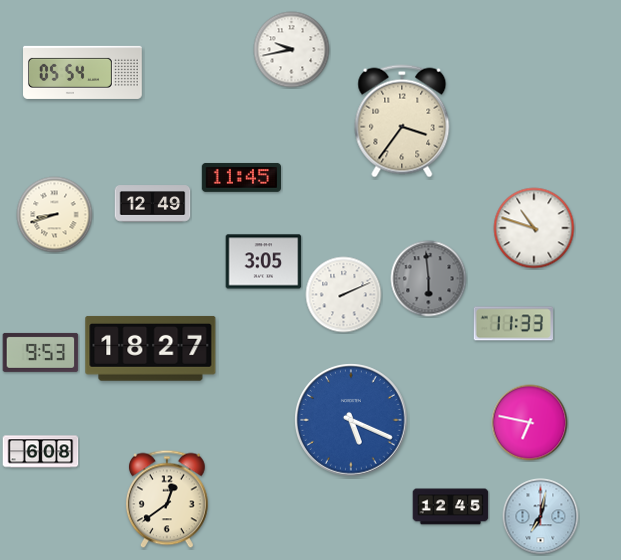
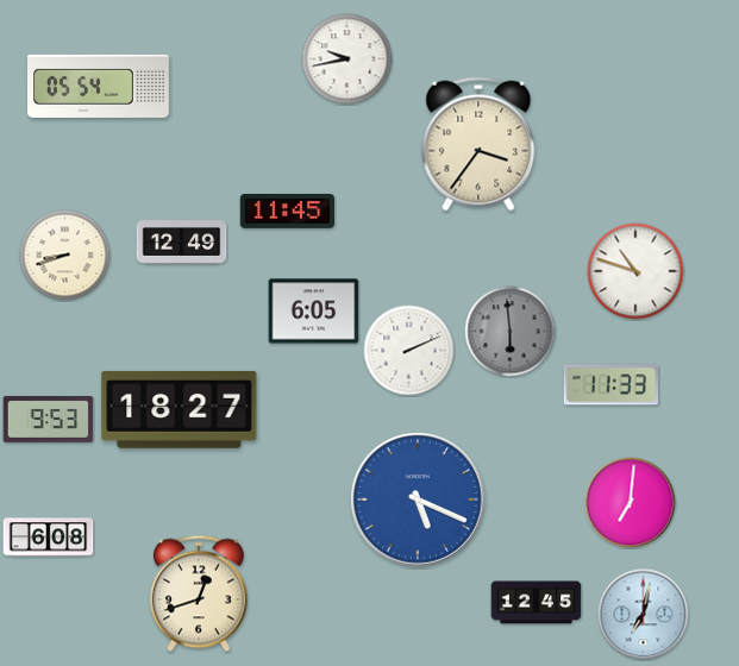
clock at (264, 262): 3:05 -> 6:05
clock at (151, 348) position: (151, 348) -> (180, 409)
clock at (530, 423): 6:47 -> 7:01
clock at (167, 499): 12:39 -> 12:42
